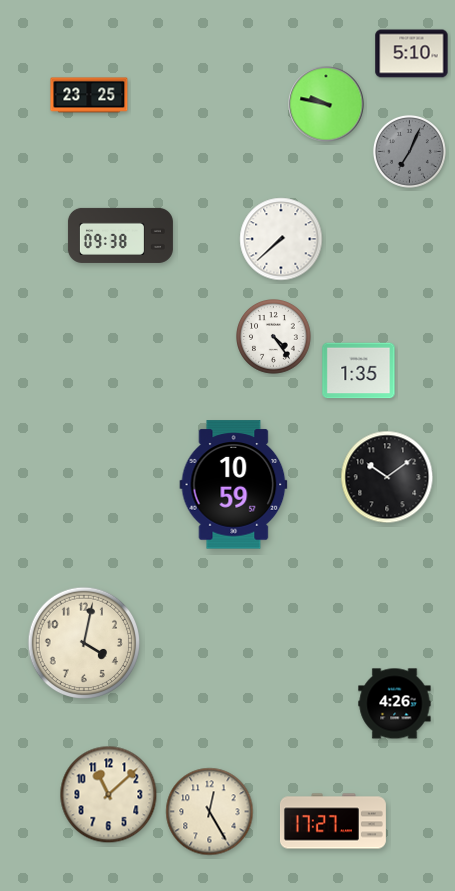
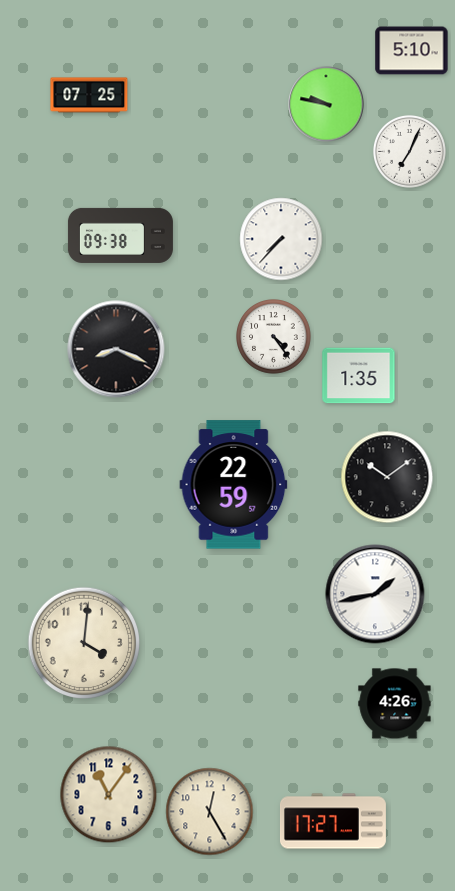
clock at (412, 54) position: (412, 54) -> (412, 51)
clock at (89, 95): 23:25 -> 07:25
clock at (409, 151) dial: grey -> white
clock at (281, 239): 7:38 -> 7:37
clock at (116, 349): none -> 8:19
clock at (359, 371) position: (359, 371) -> (359, 376)
clock at (234, 485): 10:59 -> 22:59
clock at (375, 594): none -> 1:43
clock at (83, 642): 4:02 -> 4:01
clock at (109, 795): 11:08 -> 11:06
